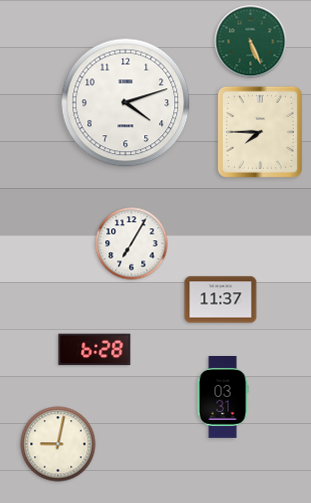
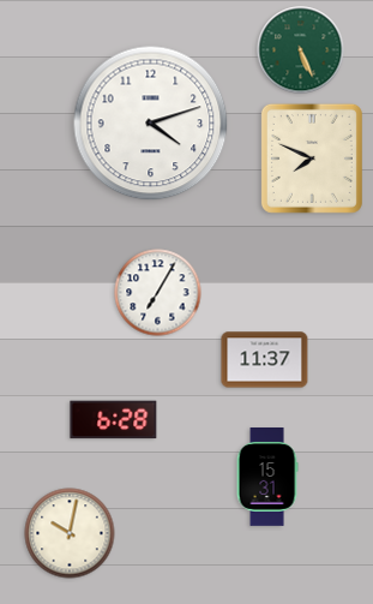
clock at (260, 132): 7:45 -> 7:49
clock at (223, 398): 03:31 -> 15:31
clock at (58, 444): 9:02 -> 10:02
